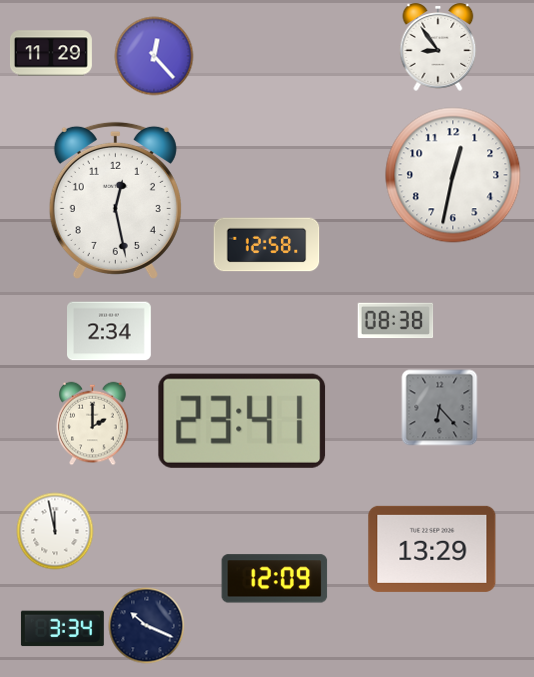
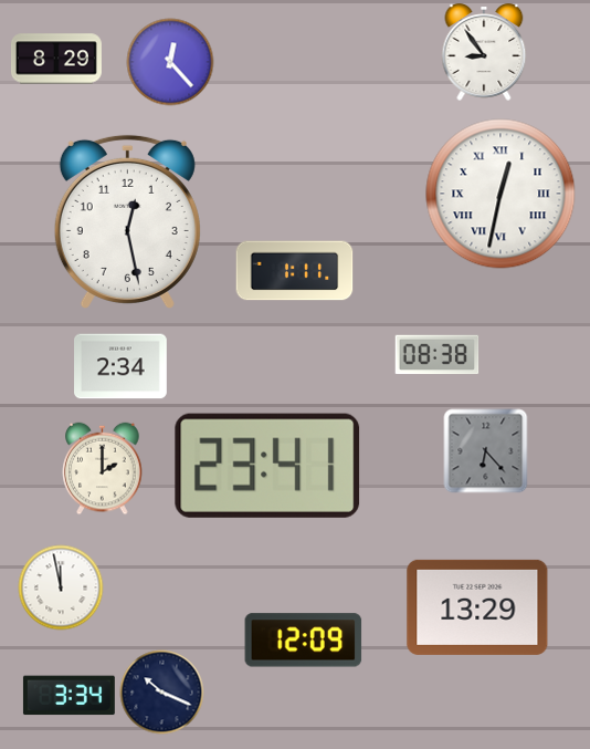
clock at (51, 53): 11:29 -> 8:29
clock at (453, 175) numerals: Arabic -> Roman
clock at (267, 245): 12:58 -> 1:11
